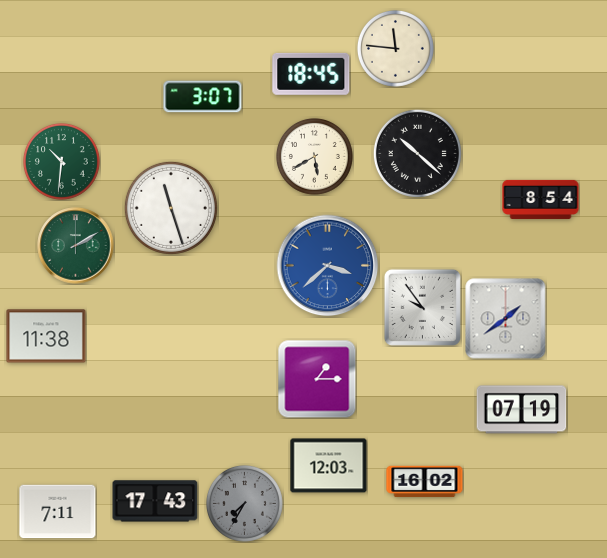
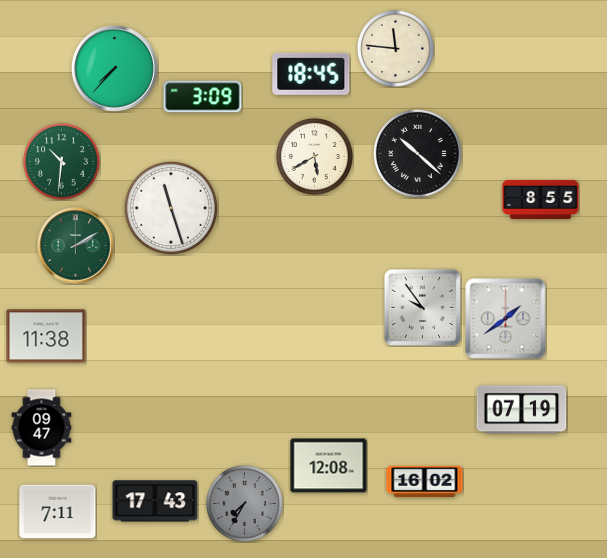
clock at (114, 68): none -> 7:37
clock at (203, 97): 3:07 -> 3:09
clock at (541, 199): 8:54 -> 8:55
clock at (328, 266): 3:38 -> none
clock at (317, 379): 1:15 -> none
clock at (42, 428): none -> 09:47
clock at (329, 466): 12:03 -> 12:08
